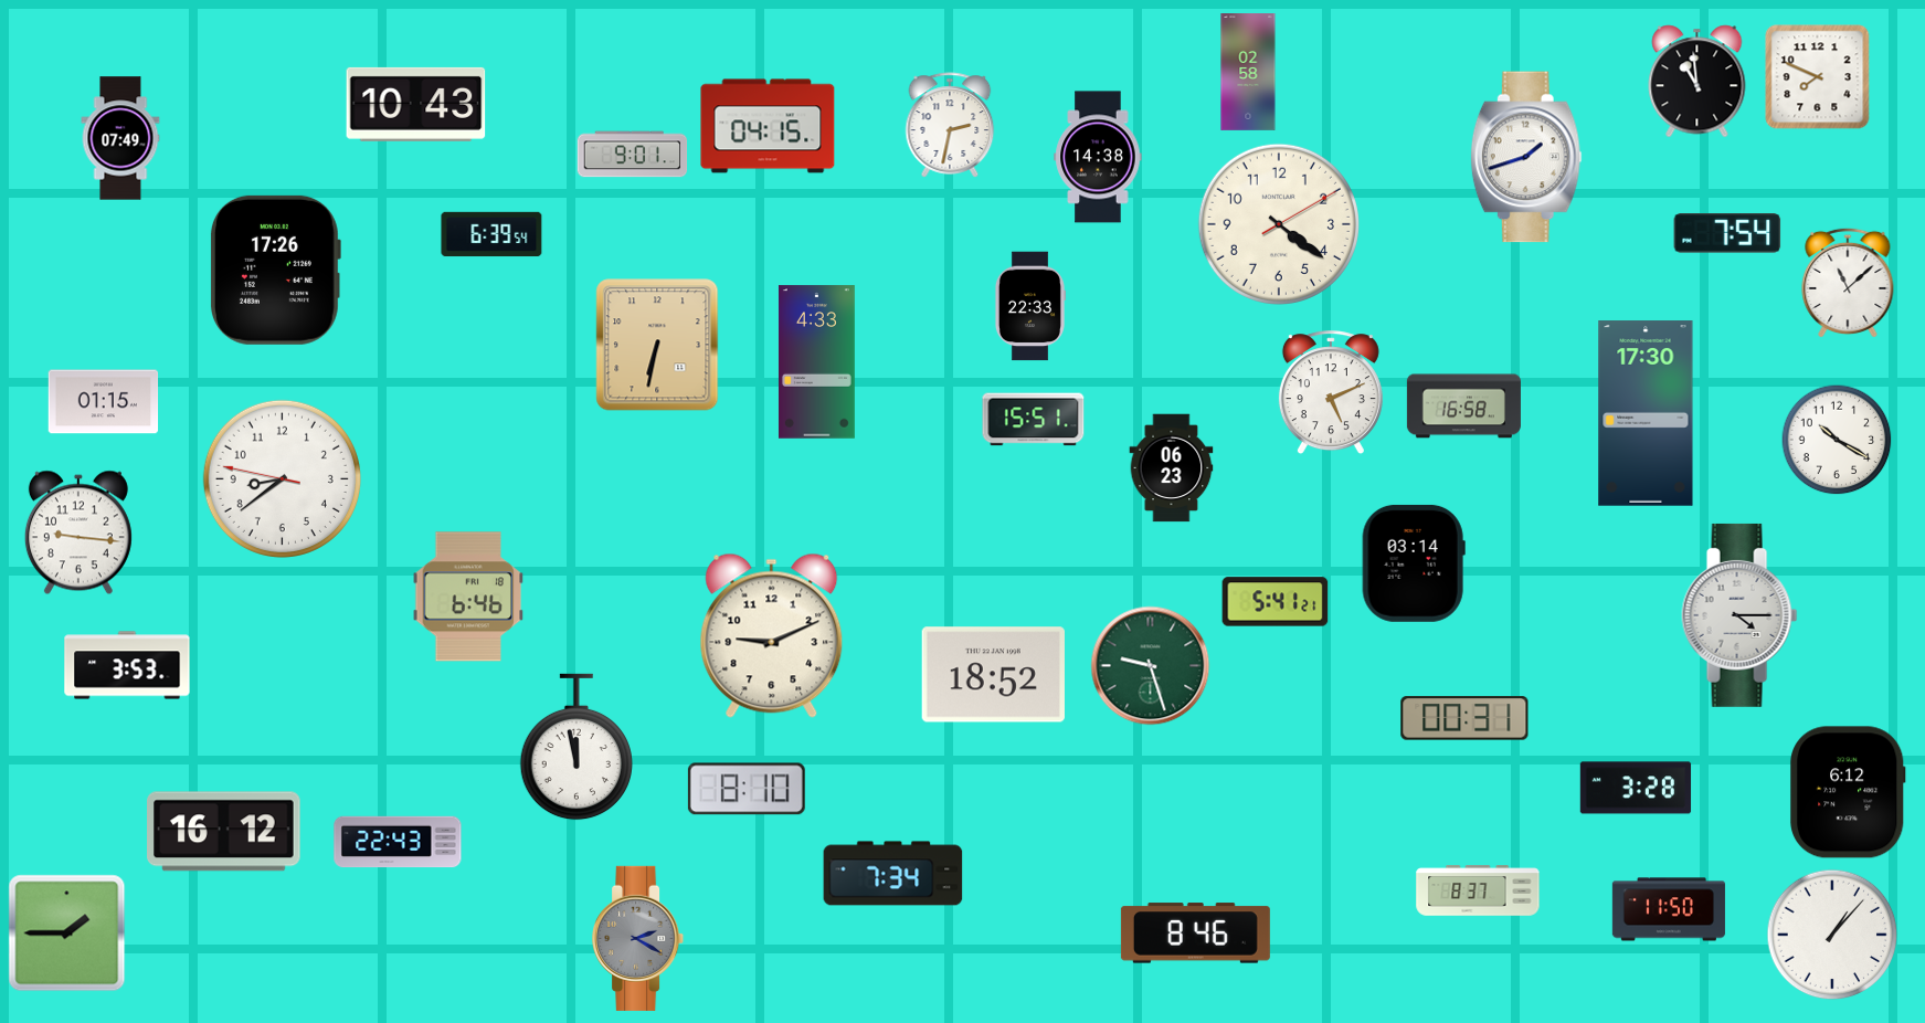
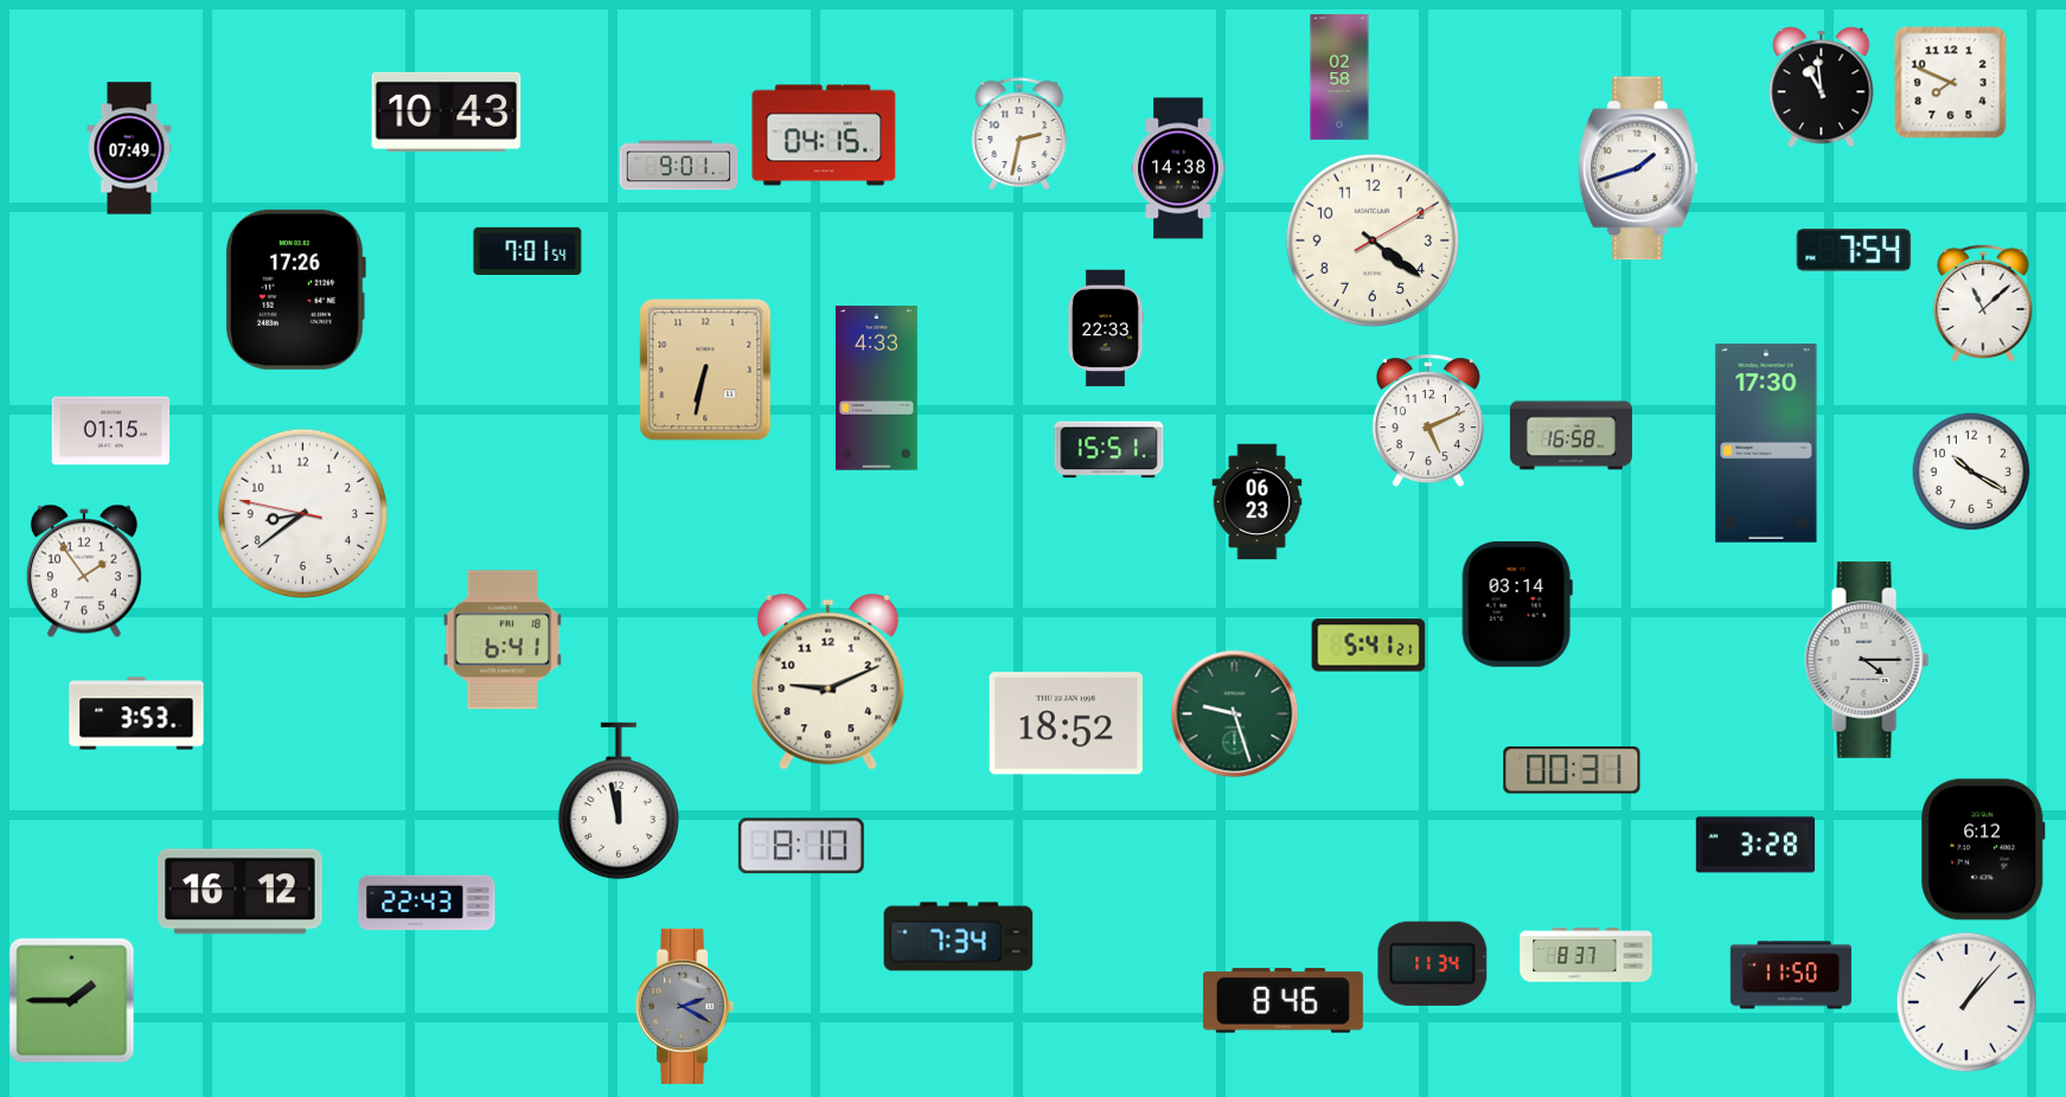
clock at (491, 234): 6:39 -> 7:01
clock at (78, 532): 9:16 -> 1:54
clock at (468, 597): 6:46 -> 6:41
clock at (1433, 963): none -> 11:34
